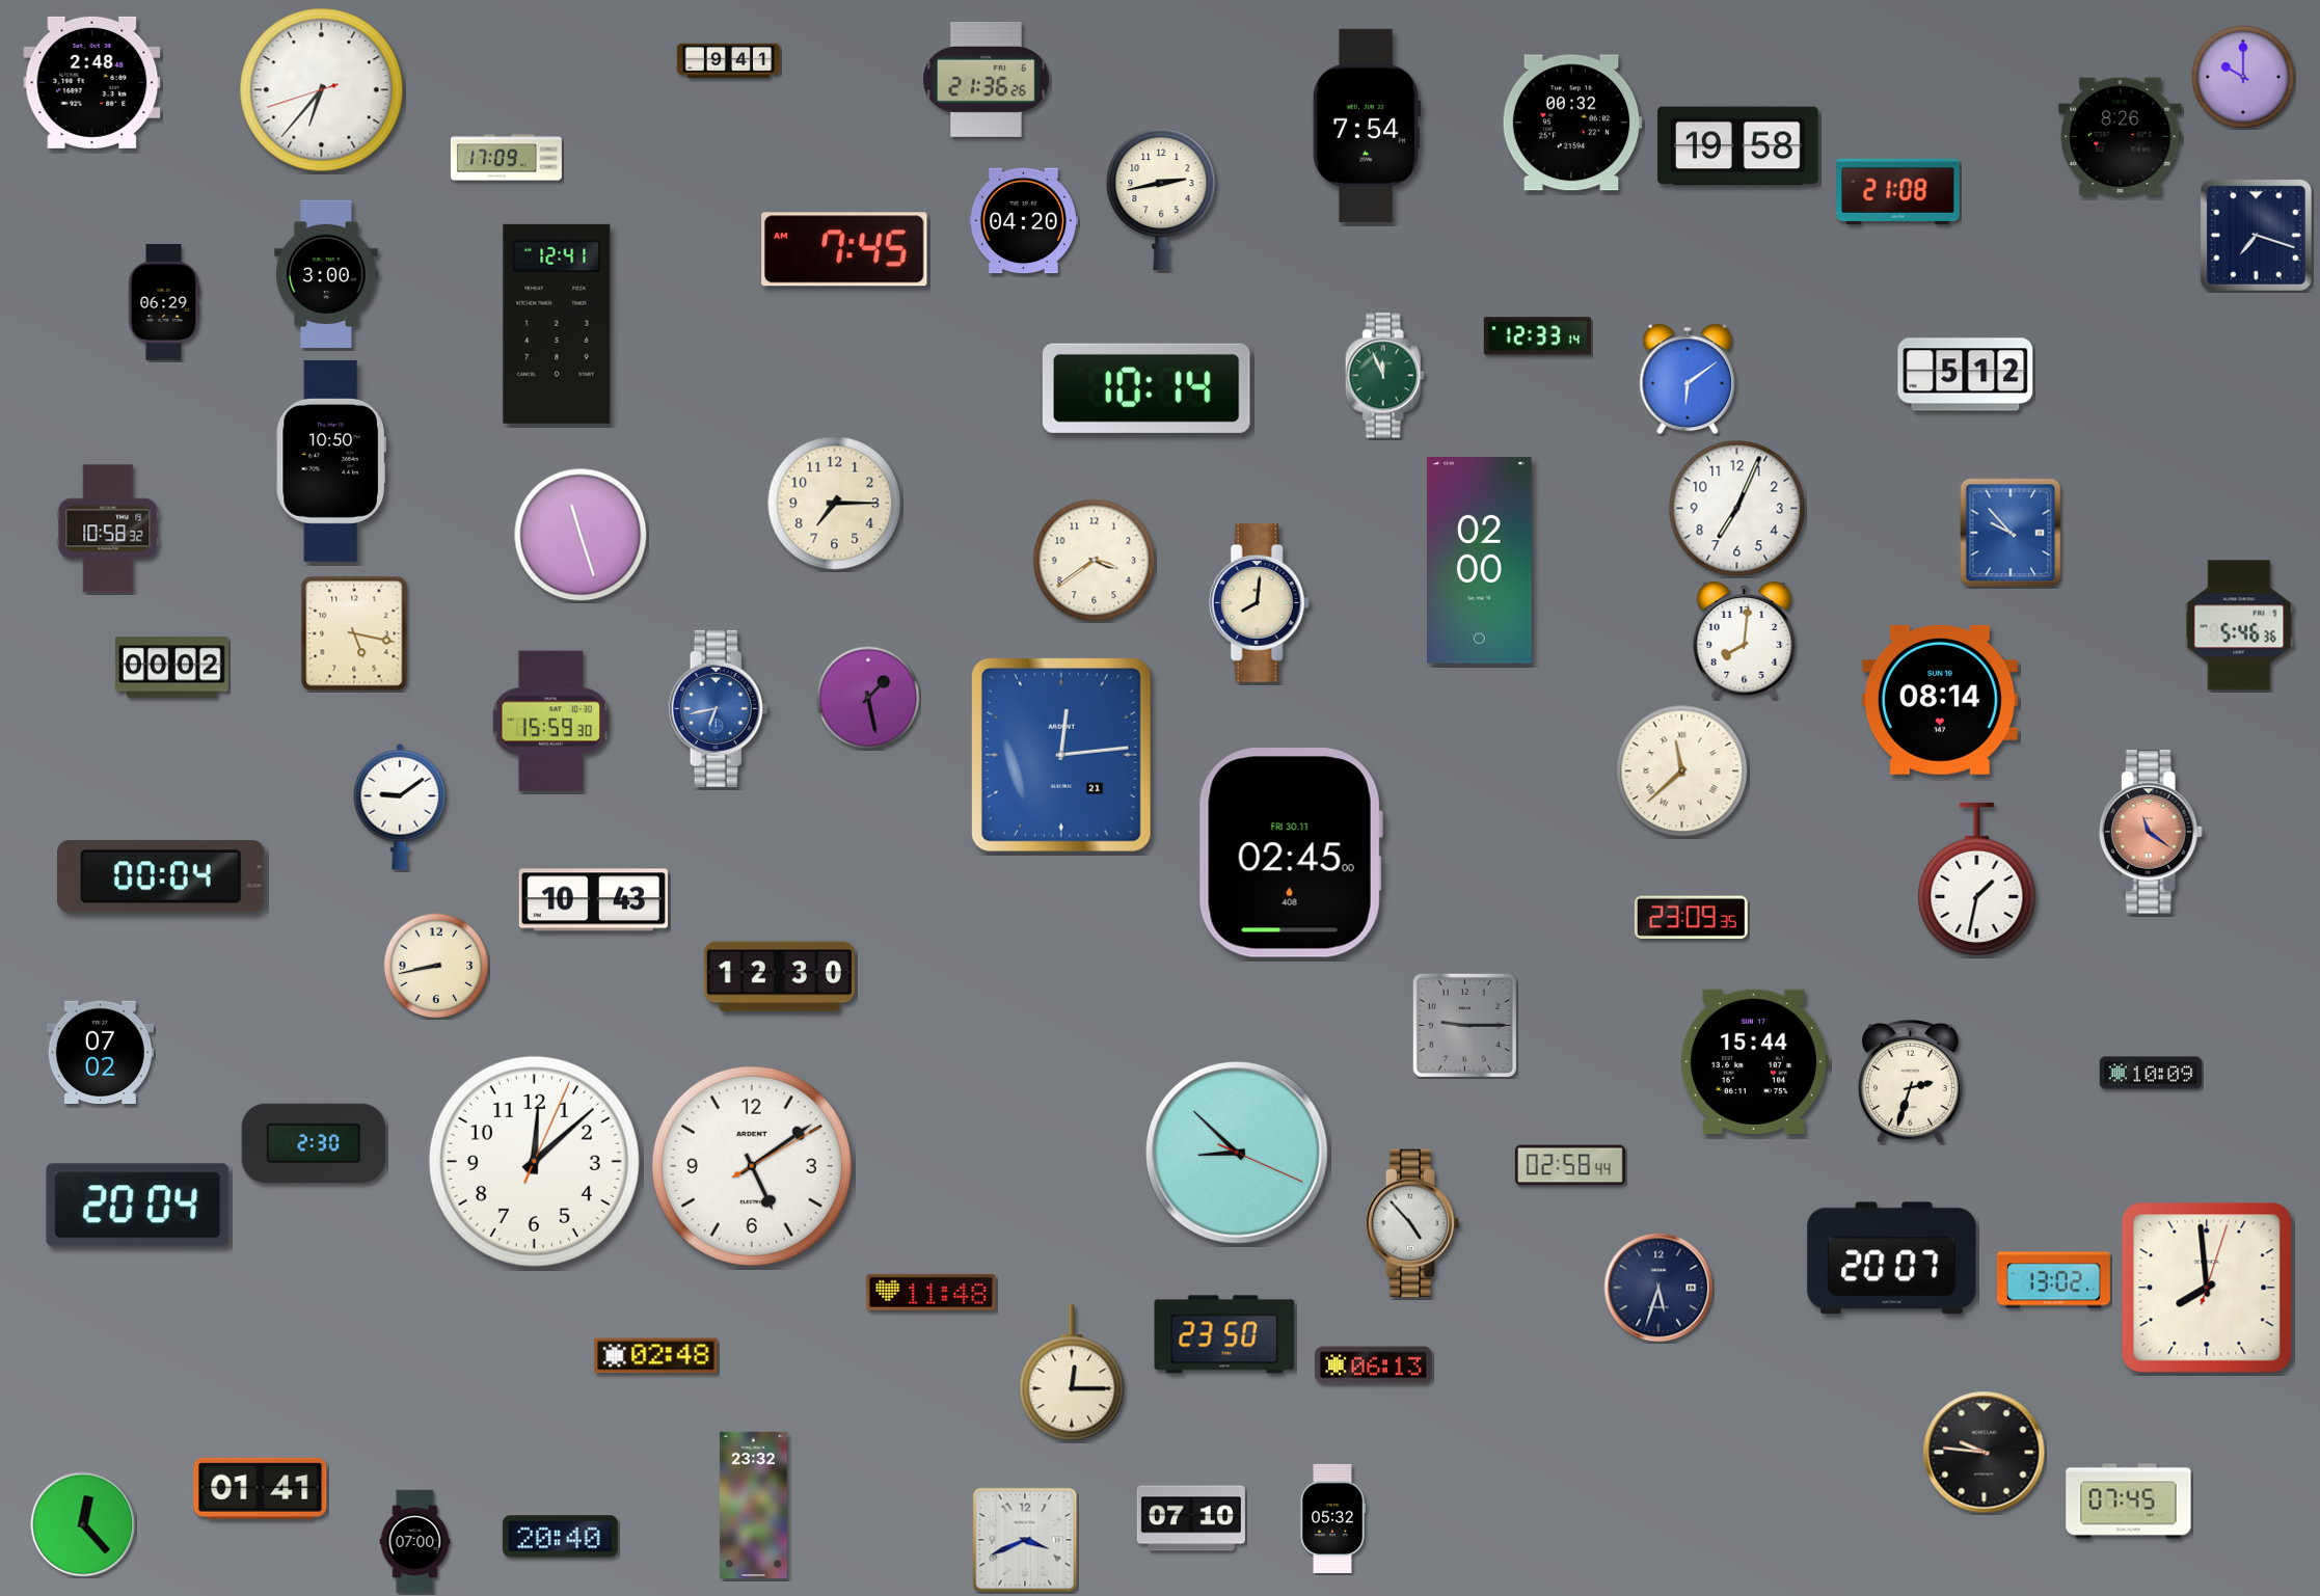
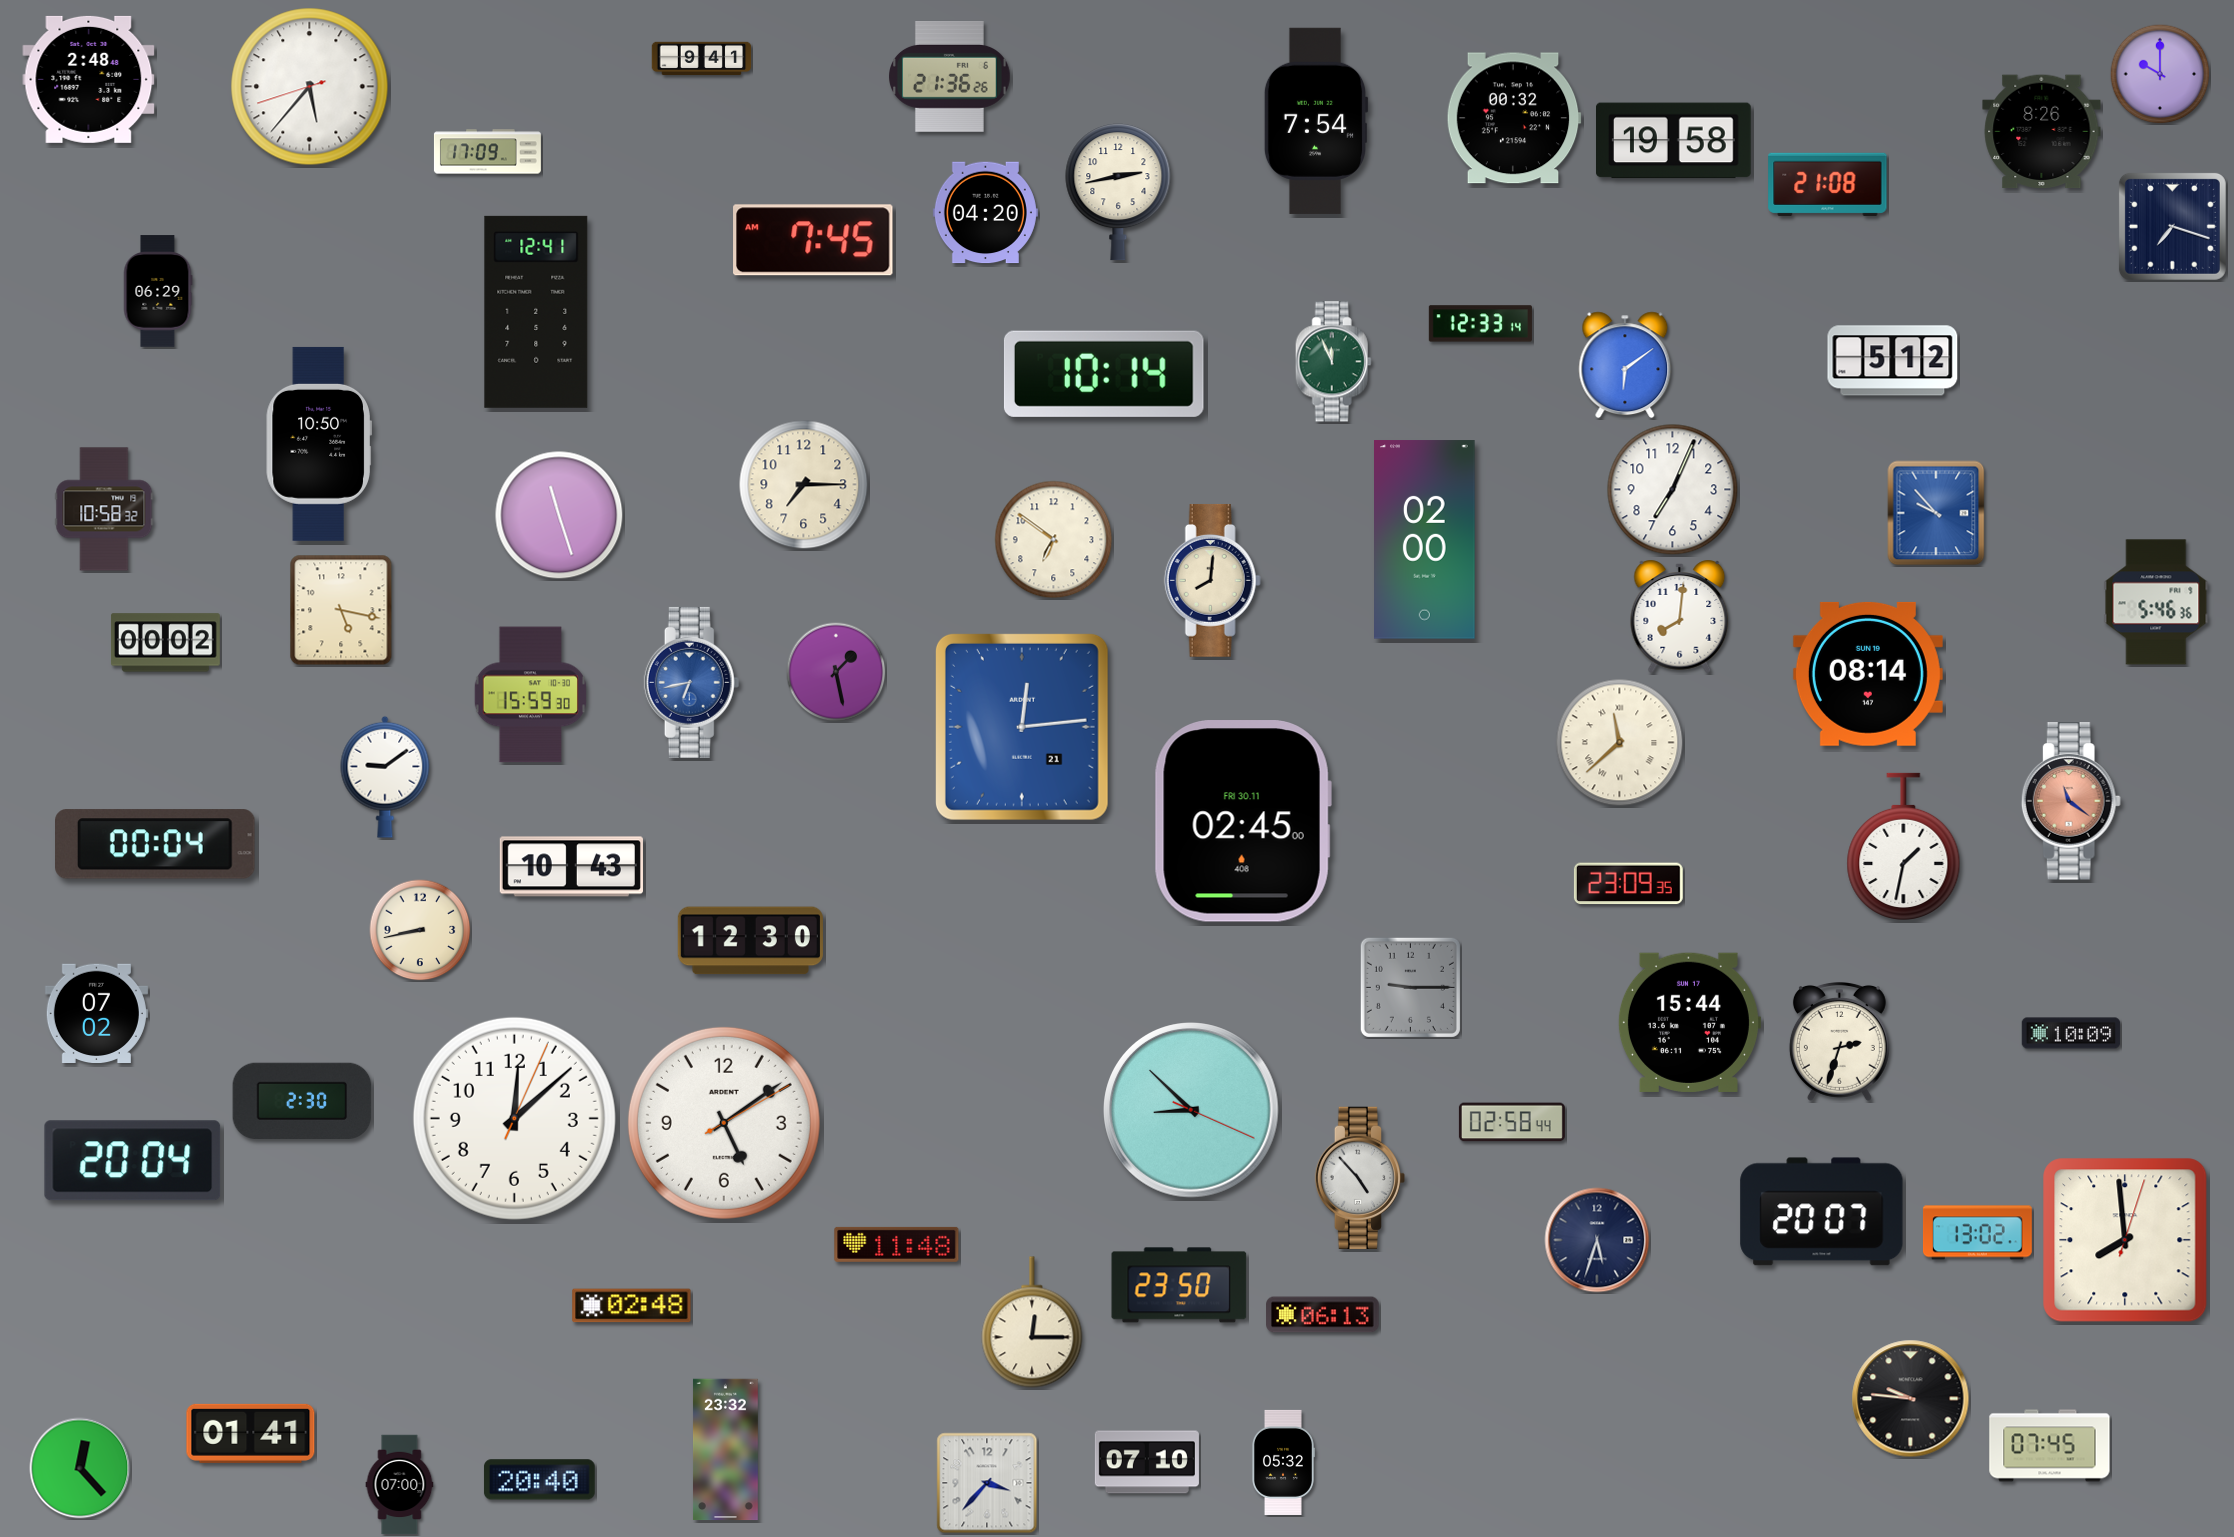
clock at (322, 90): 6:36 -> 5:36
clock at (326, 274): 3:00 -> none
clock at (1095, 561): 3:39 -> 6:51
clock at (1025, 1540): 3:41 -> 3:37
